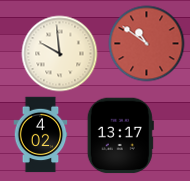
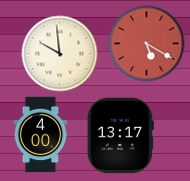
clock at (147, 44): 10:51 -> 5:20
clock at (41, 135): 4:02 -> 4:00
